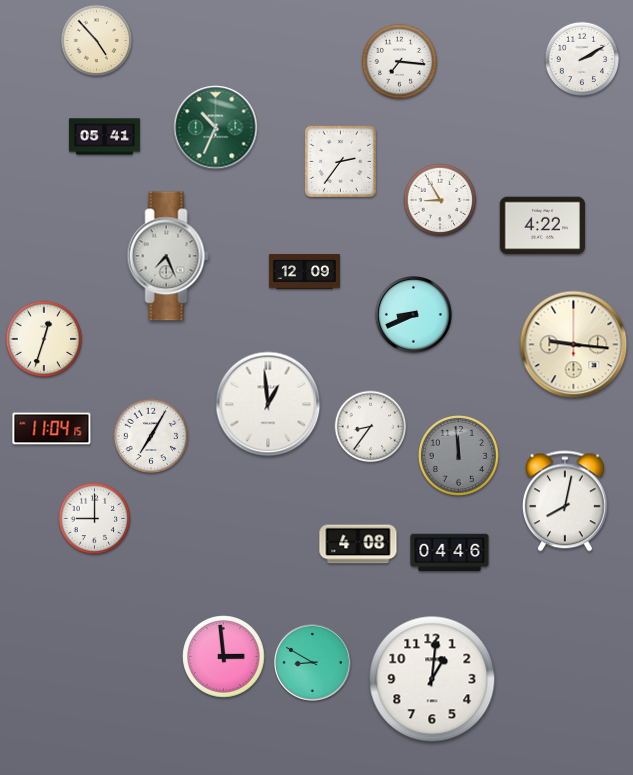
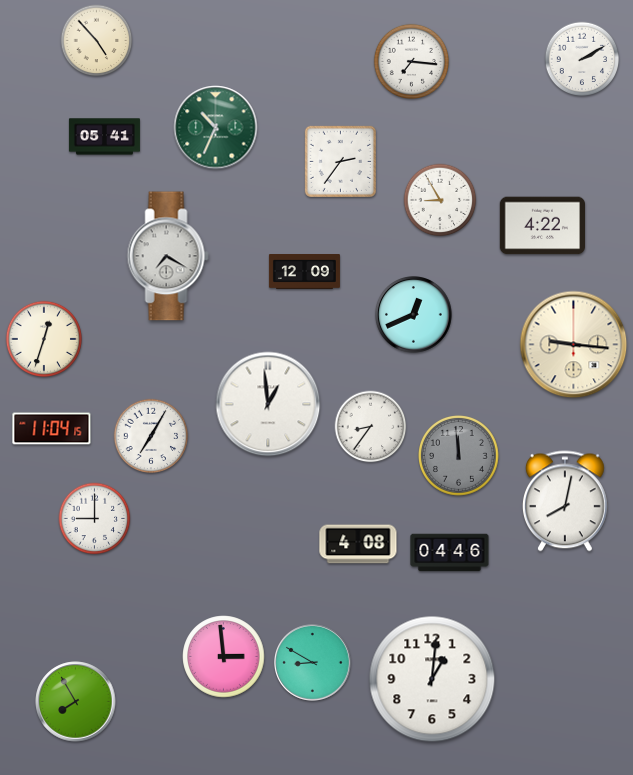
clock at (400, 62) position: (400, 62) -> (412, 62)
clock at (168, 256): 7:26 -> 7:20
clock at (414, 315): 8:41 -> 12:41
clock at (76, 702): none -> 7:55
